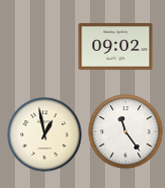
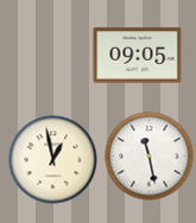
clock at (116, 47): 09:02 -> 09:05
clock at (126, 132): 11:24 -> 11:28
